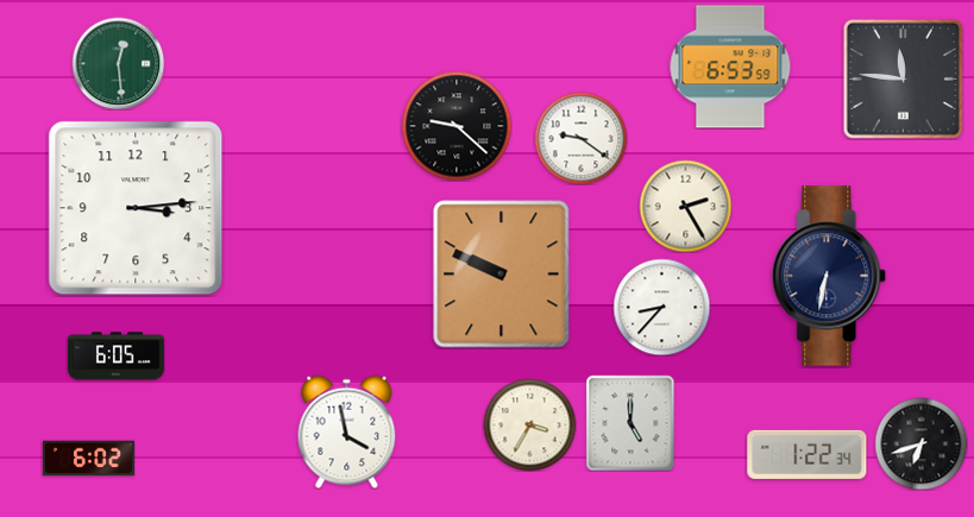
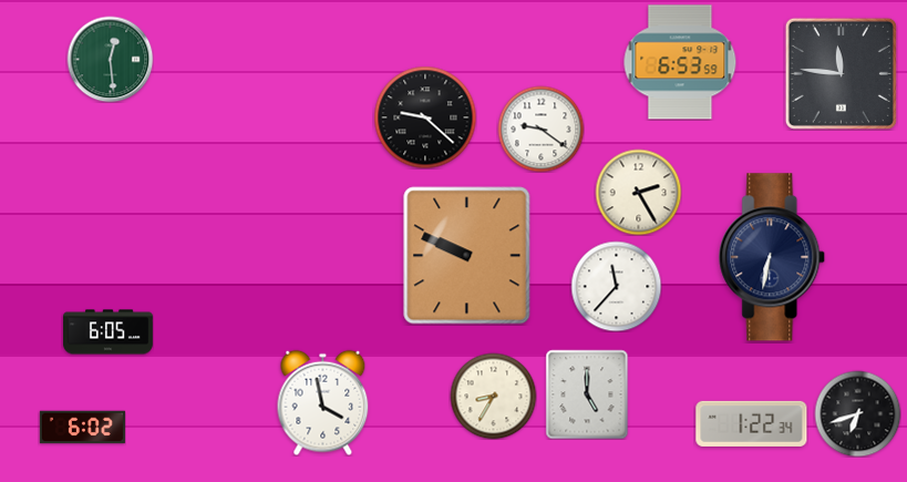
clock at (136, 208): 3:14 -> none
clock at (661, 307): 8:37 -> 11:37
clock at (529, 424): 3:35 -> 8:35
